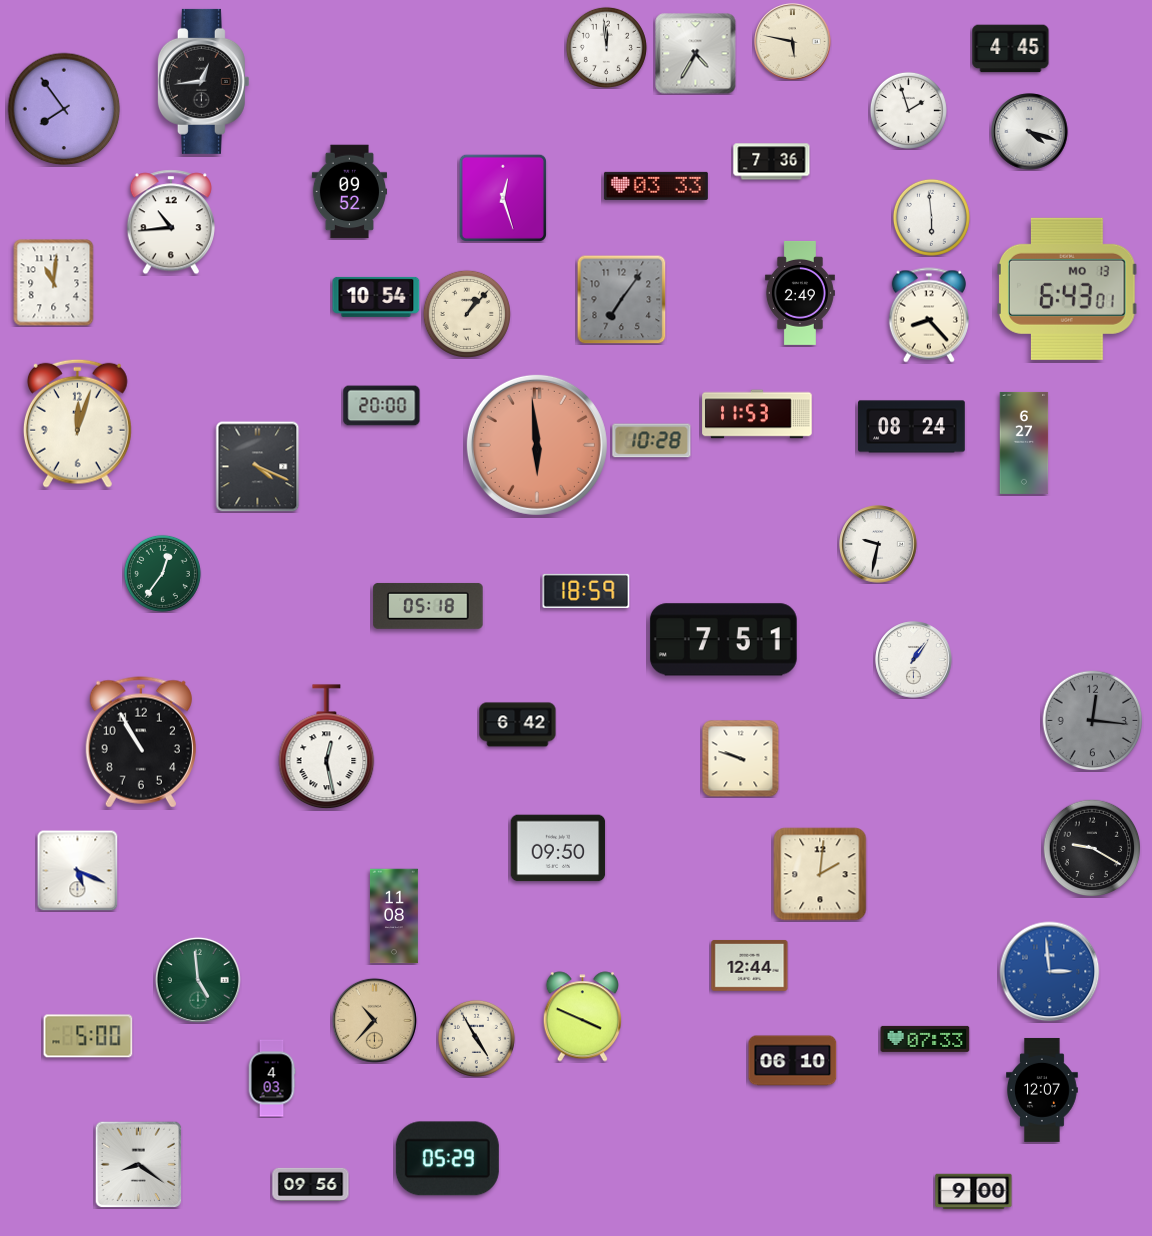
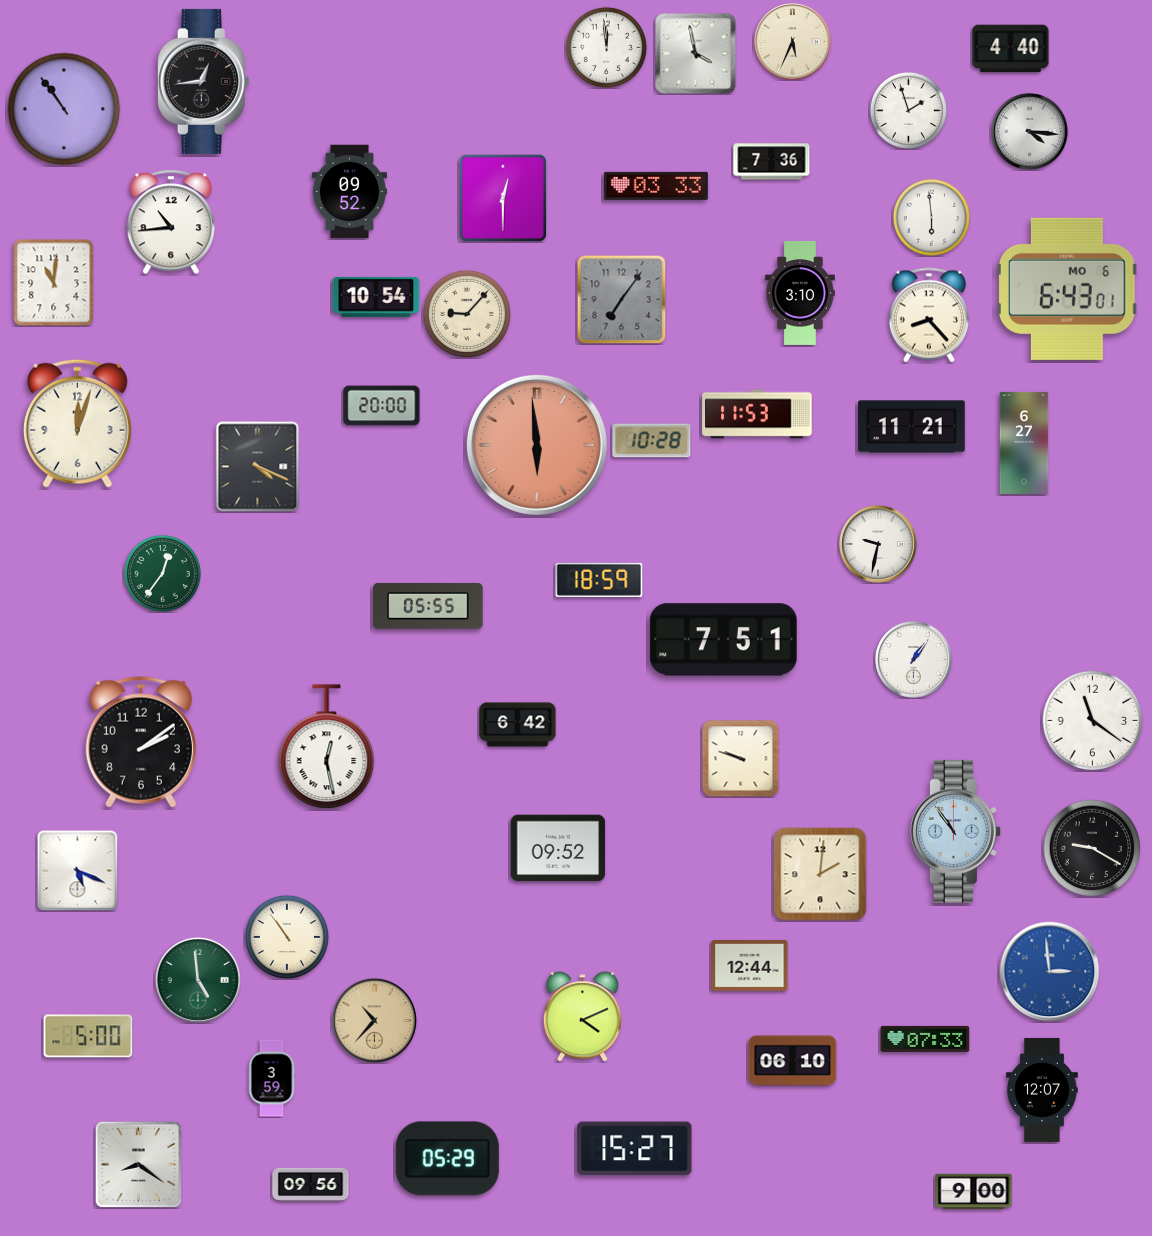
clock at (793, 42): 5:47 -> 5:34
clock at (1011, 49): 4:45 -> 4:40
clock at (696, 54): 4:35 -> 3:58
clock at (64, 109): 7:54 -> 10:54
clock at (1030, 132): 4:18 -> 4:16
clock at (502, 197): 12:27 -> 12:30
clock at (1068, 289) date: MO 13 -> MO 6
clock at (800, 293): 2:49 -> 3:10
clock at (467, 314): 1:07 -> 9:07
clock at (912, 427): 08:24 -> 11:21
clock at (586, 591) position: (586, 591) -> (599, 580)
clock at (428, 606): 05:18 -> 05:55
clock at (1093, 721): 12:16 -> 11:21
clock at (1093, 721) dial: grey -> white
clock at (141, 742): 10:55 -> 2:09
clock at (955, 831): none -> 10:54
clock at (558, 848): 09:50 -> 09:52
clock at (394, 916): 11:08 -> none
clock at (287, 937): none -> 10:54
clock at (582, 1017): 3:49 -> 4:11
clock at (476, 1038): 4:55 -> none
clock at (272, 1078): 4:03 -> 3:59
clock at (635, 1149): none -> 15:27
